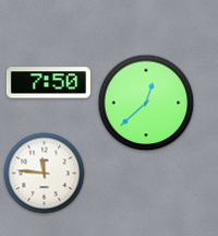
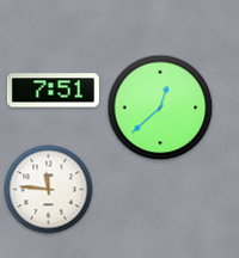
clock at (48, 83): 7:50 -> 7:51
clock at (146, 103) position: (146, 103) -> (160, 107)
